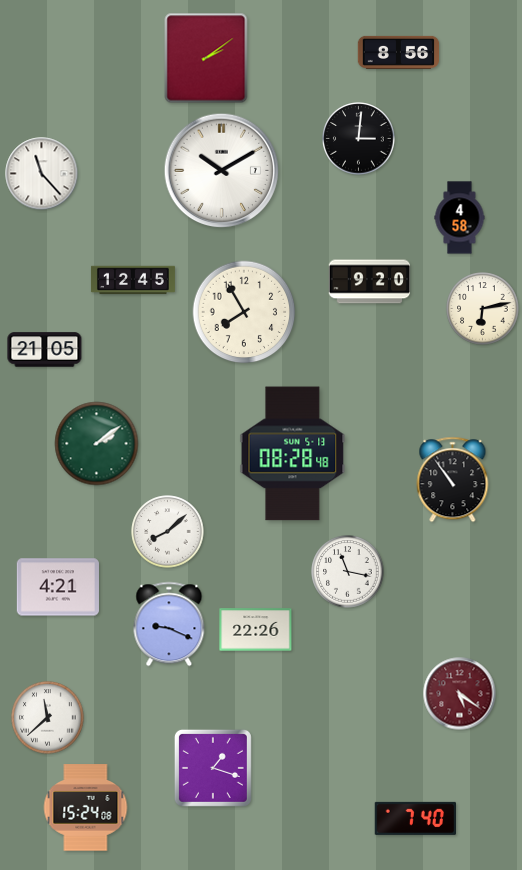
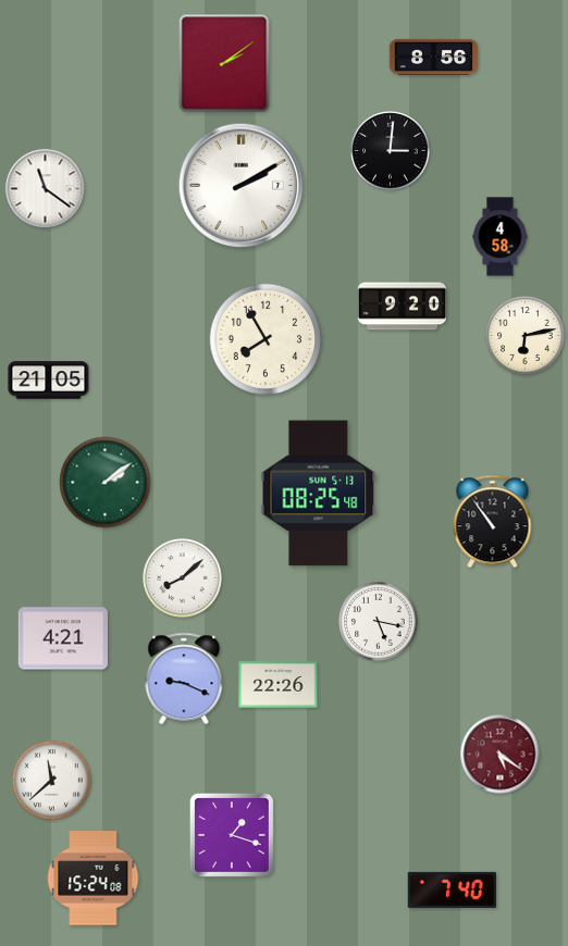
clock at (222, 171): 10:10 -> 2:10
clock at (42, 174): 11:23 -> 11:21
clock at (133, 280): 12:45 -> none
clock at (293, 454): 08:28 -> 08:25
clock at (348, 572): 11:17 -> 5:17
